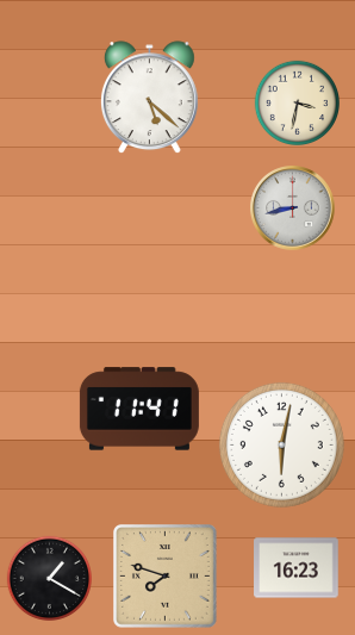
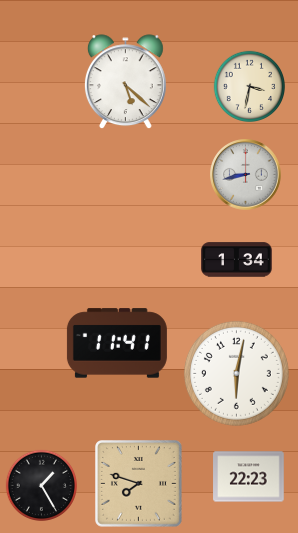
clock at (237, 260): none -> 1:34
clock at (297, 568): 16:23 -> 22:23
clock at (49, 578): 1:20 -> 1:25
